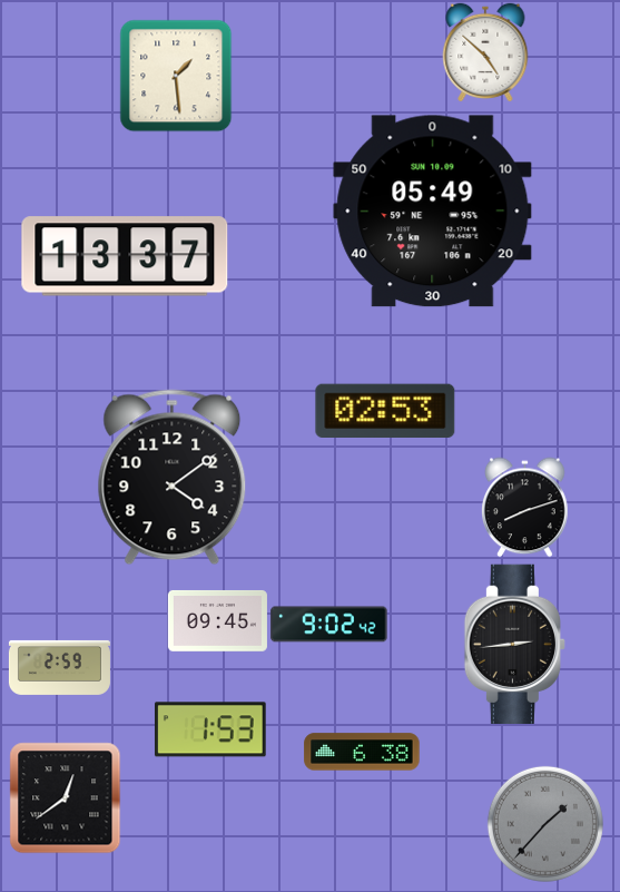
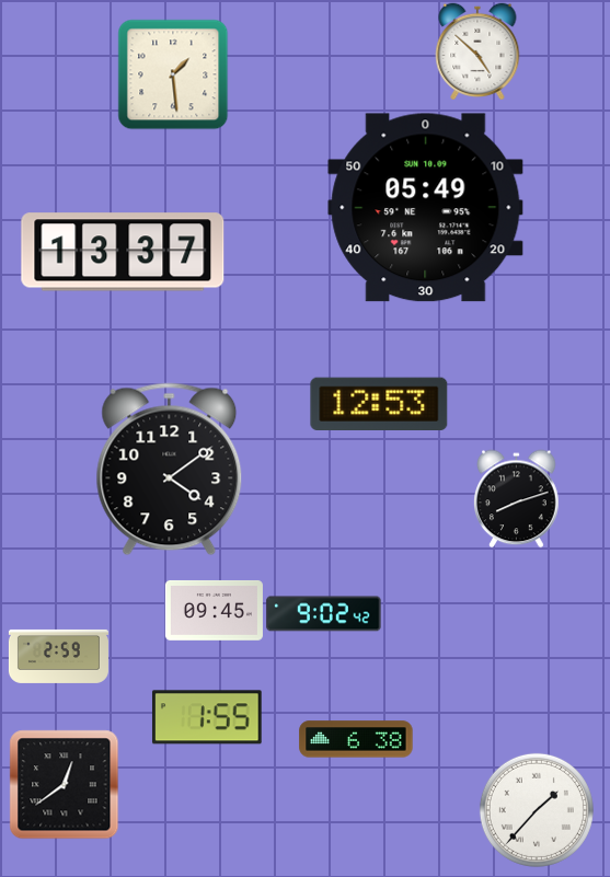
clock at (385, 410): 02:53 -> 12:53
clock at (514, 644): 2:44 -> none
clock at (210, 729): 1:53 -> 1:55
clock at (545, 824) dial: grey -> white
